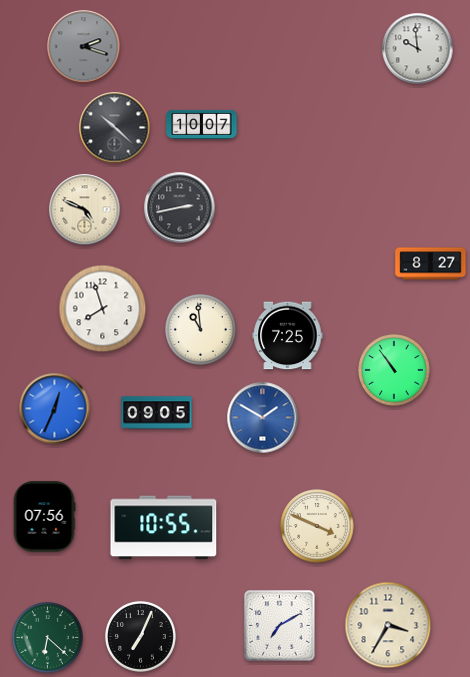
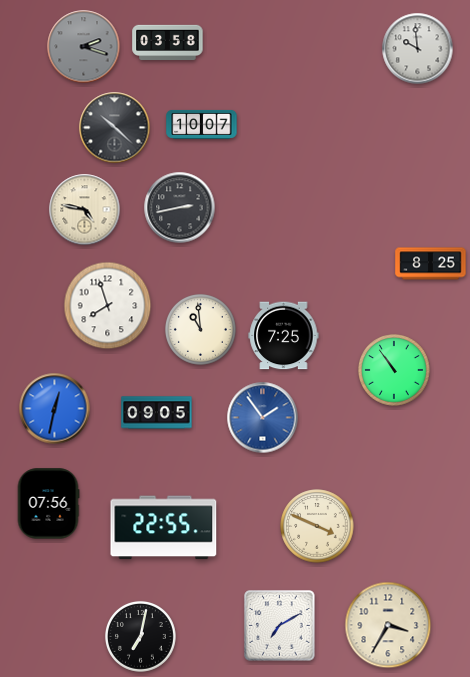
clock at (168, 43): none -> 03:58
clock at (85, 210): 4:49 -> 4:47
clock at (431, 264): 8:27 -> 8:25
clock at (103, 309) position: (103, 309) -> (108, 306)
clock at (288, 336) position: (288, 336) -> (284, 336)
clock at (55, 409): 12:34 -> 12:32
clock at (263, 418): 1:50 -> 1:54
clock at (44, 517) position: (44, 517) -> (48, 504)
clock at (164, 528): 10:55 -> 22:55
clock at (140, 636): 7:04 -> 7:02
clock at (47, 637): 6:22 -> none
